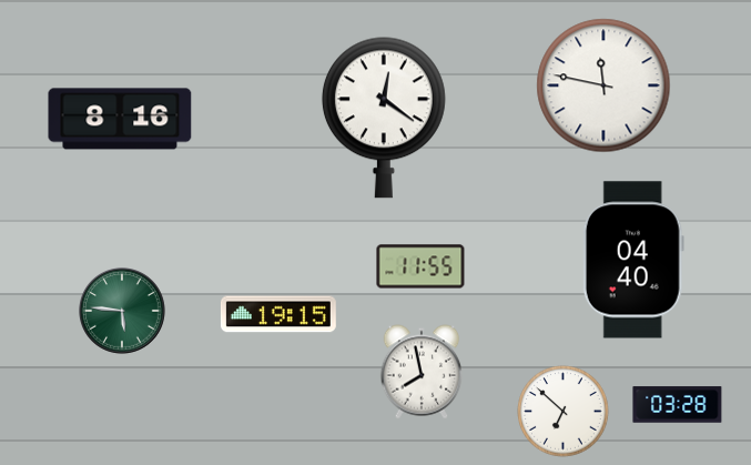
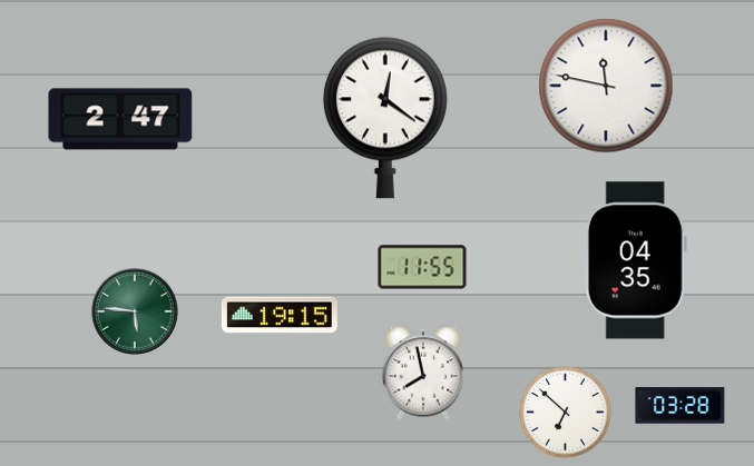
clock at (120, 119): 8:16 -> 2:47
clock at (633, 260): 04:40 -> 04:35
clock at (123, 312) position: (123, 312) -> (136, 313)
